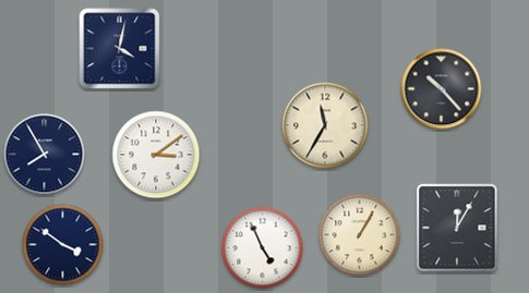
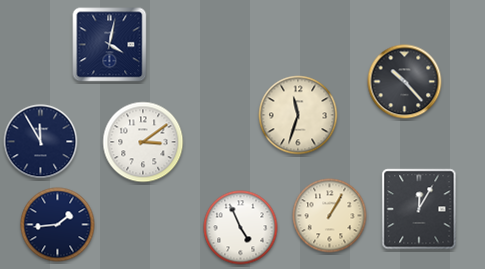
clock at (325, 125): 11:35 -> 11:33
clock at (45, 155): 7:55 -> 11:55
clock at (63, 245): 3:51 -> 1:44
